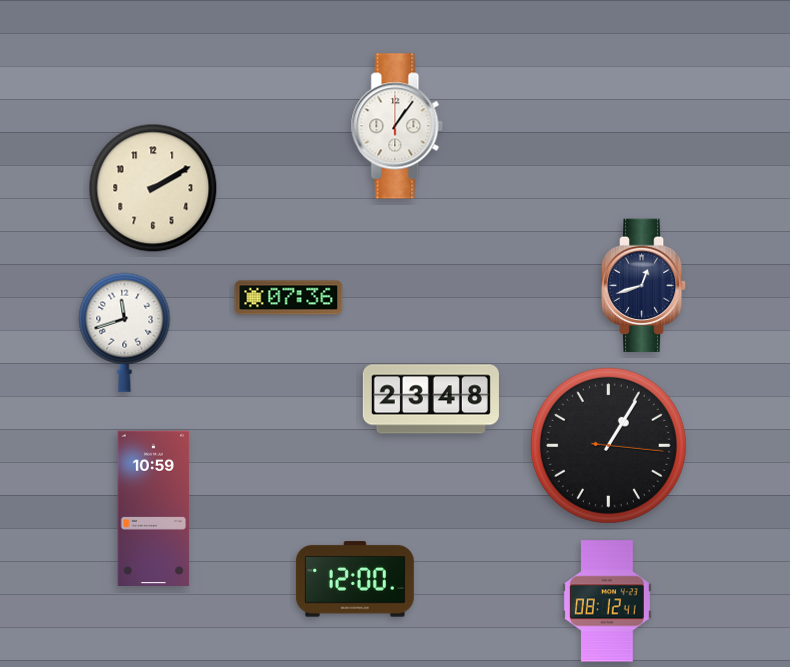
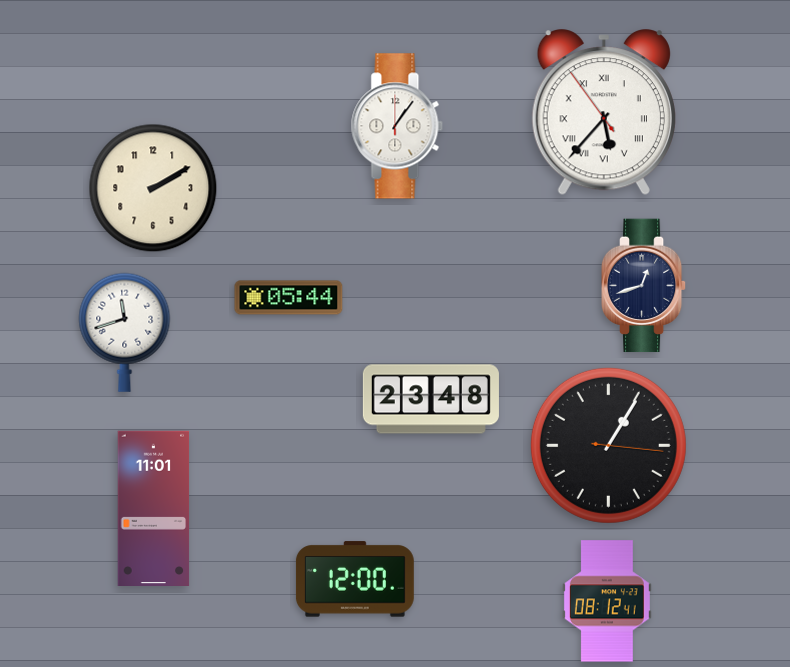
clock at (604, 113): none -> 5:36
clock at (289, 298): 07:36 -> 05:44
clock at (154, 509): 10:59 -> 11:01
